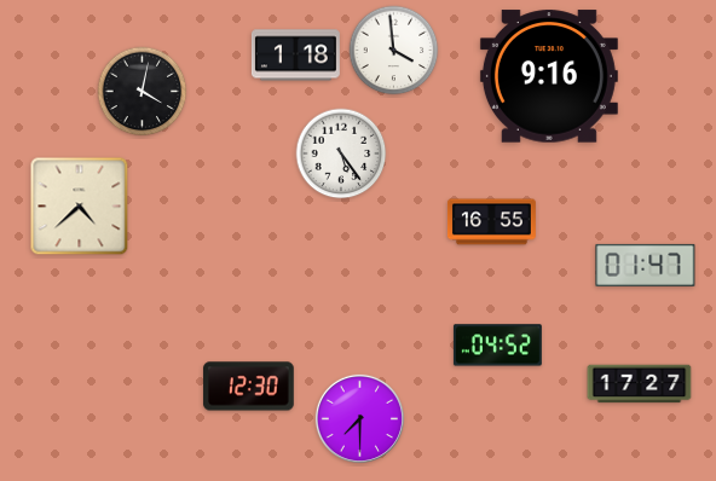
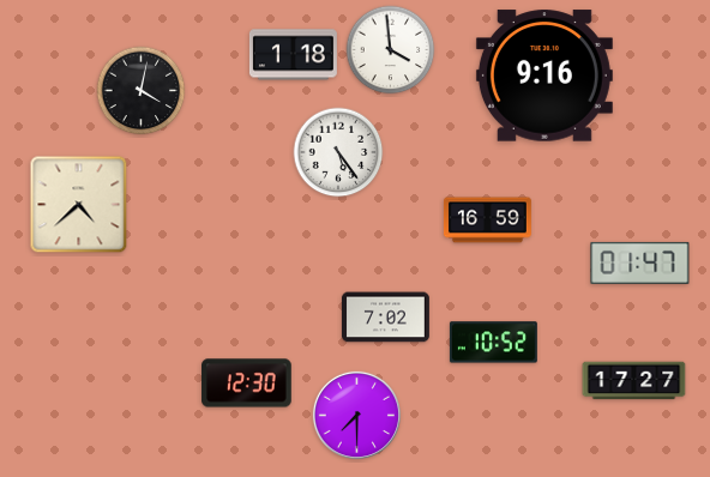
clock at (491, 222): 16:55 -> 16:59
clock at (385, 318): none -> 7:02
clock at (497, 346): 04:52 -> 10:52
